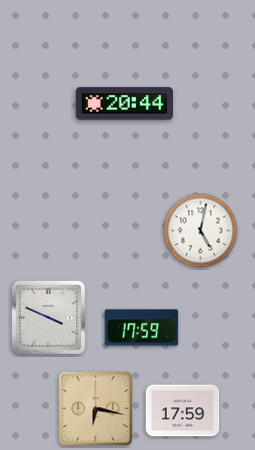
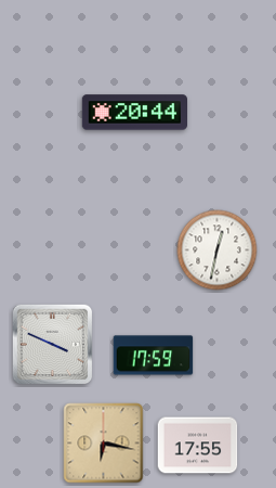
clock at (201, 231): 5:02 -> 12:32
clock at (183, 411): 17:59 -> 17:55
